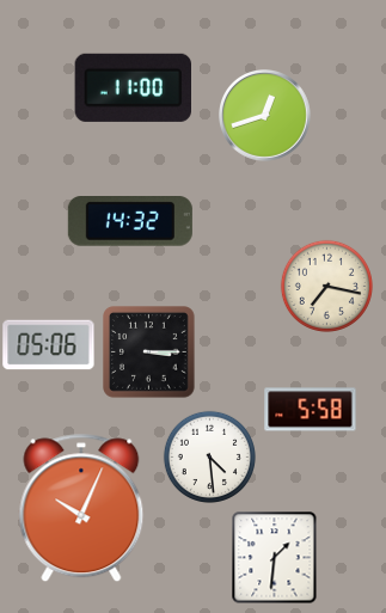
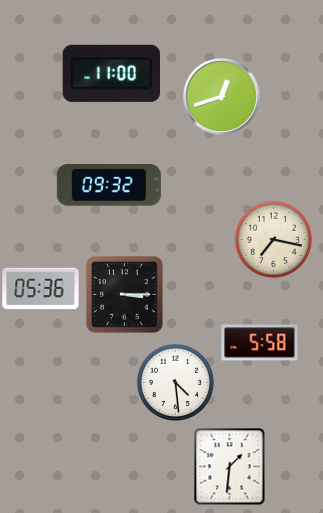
clock at (130, 222): 14:32 -> 09:32
clock at (49, 345): 05:06 -> 05:36
clock at (81, 508): 10:04 -> none
